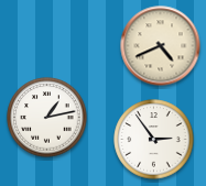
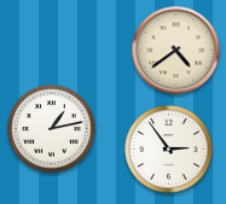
clock at (161, 46): 4:41 -> 4:39
clock at (154, 140) position: (154, 140) -> (169, 150)
